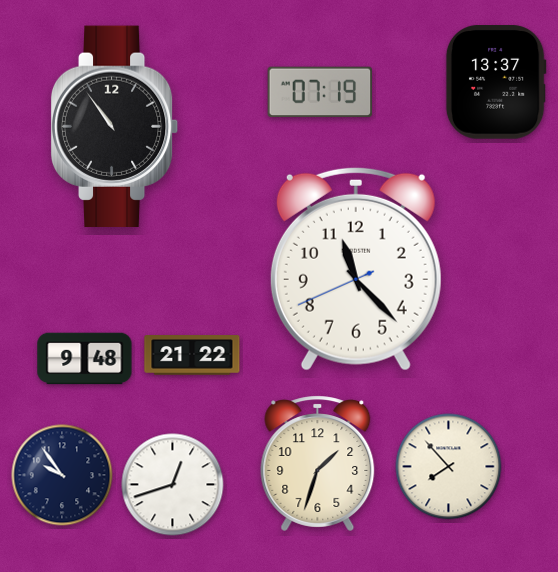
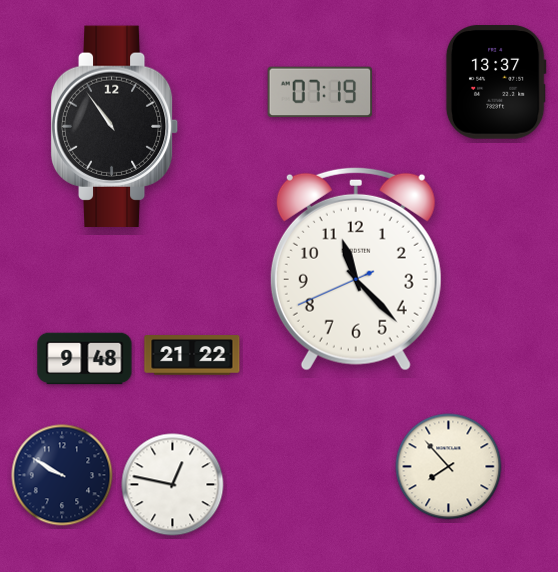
clock at (318, 463): 1:33 -> none
clock at (62, 475): 9:54 -> 9:50
clock at (173, 485): 12:42 -> 12:47
